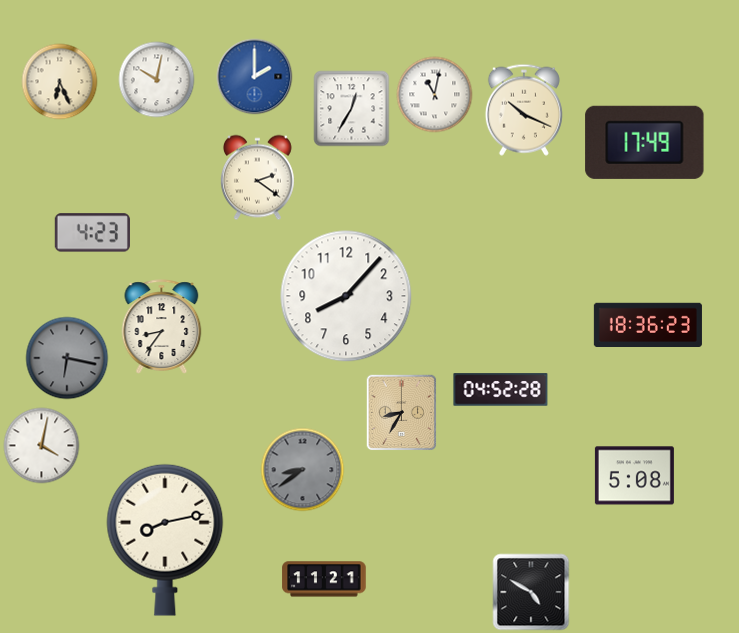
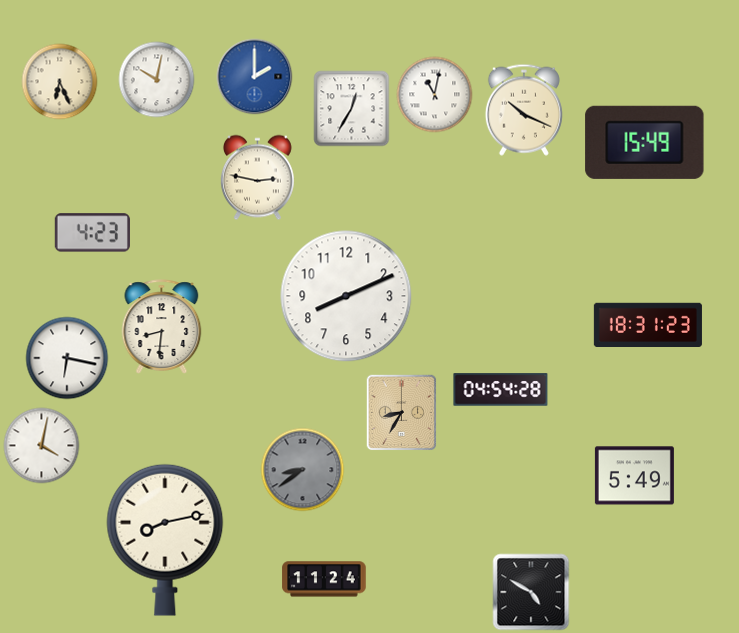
clock at (645, 142): 17:49 -> 15:49
clock at (257, 178): 2:21 -> 2:47
clock at (346, 296): 8:07 -> 8:11
clock at (648, 324): 18:36 -> 18:31
clock at (162, 327): 8:36 -> 8:31
clock at (67, 358) dial: grey -> white
clock at (501, 390): 04:52 -> 04:54
clock at (634, 476): 5:08 -> 5:49
clock at (324, 579): 11:21 -> 11:24
